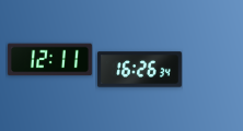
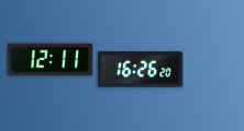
clock at (139, 70): 16:26:34 -> 16:26:20
